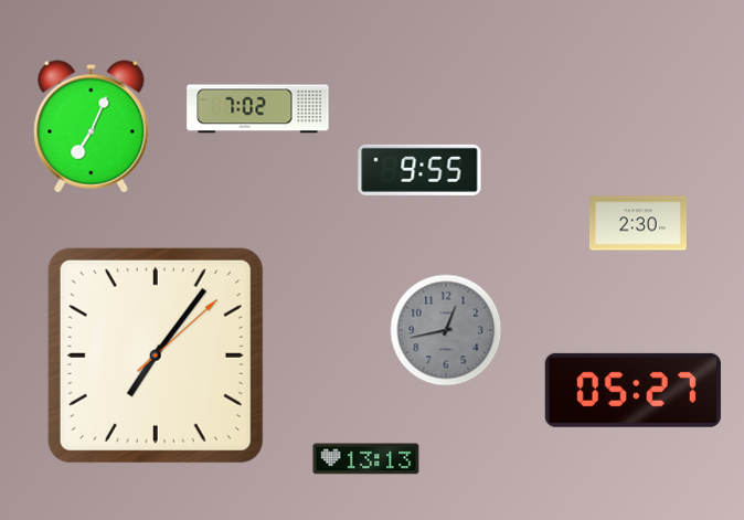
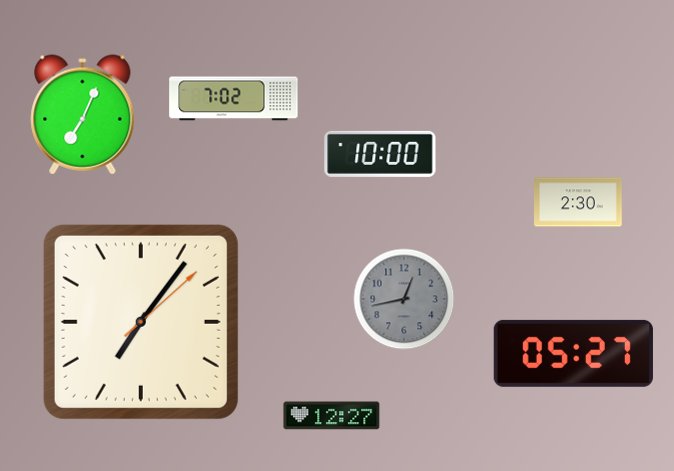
clock at (419, 170): 9:55 -> 10:00
clock at (366, 459): 13:13 -> 12:27
